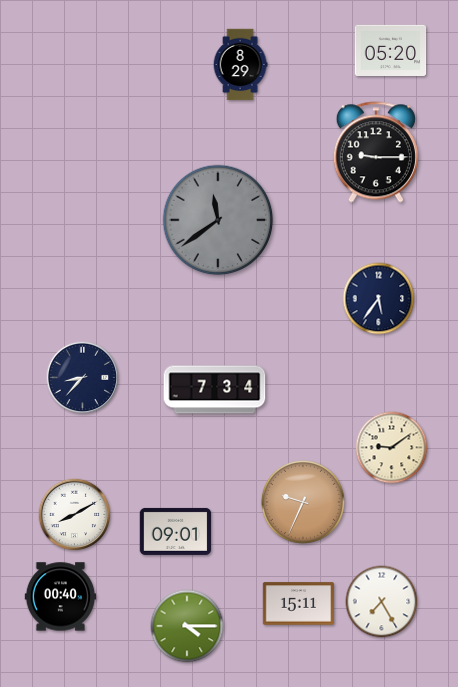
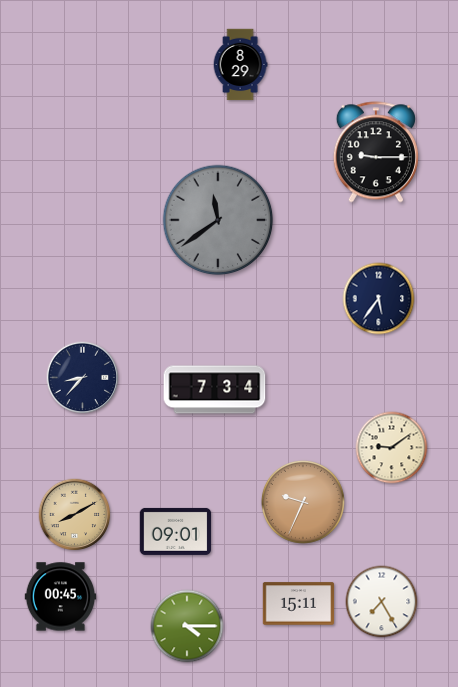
clock at (391, 50): 05:20 -> none
clock at (75, 515) dial: white -> champagne
clock at (61, 597): 00:40 -> 00:45
